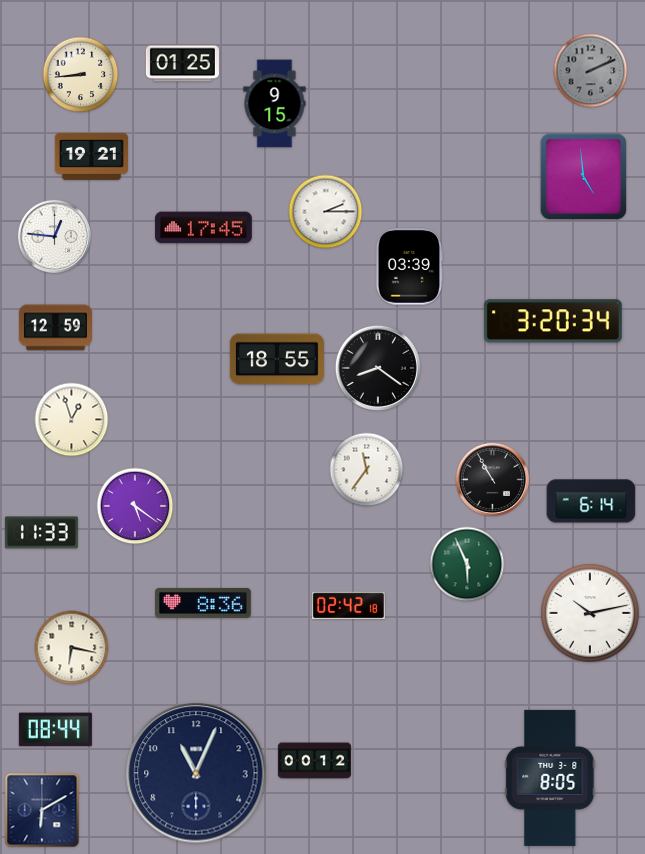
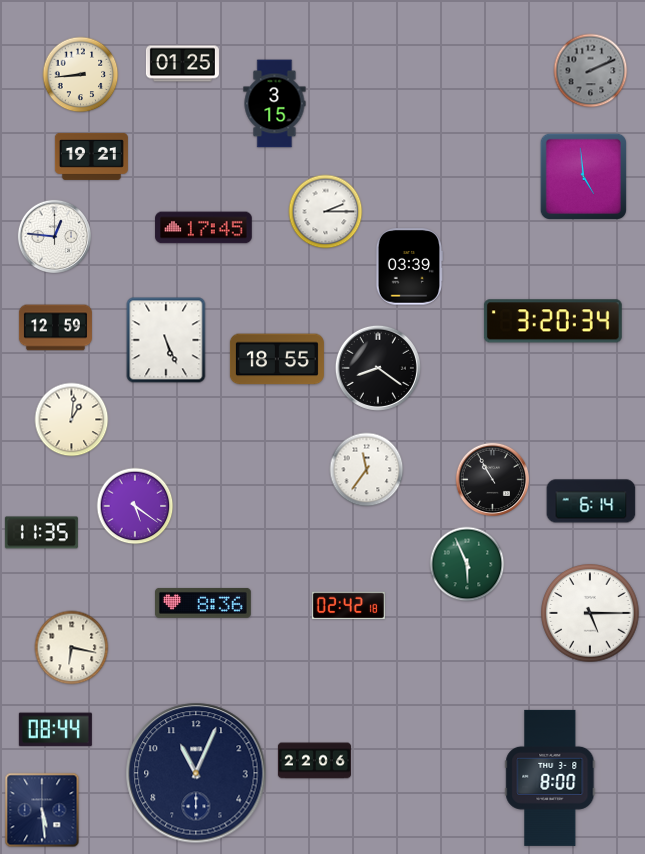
clock at (275, 104): 9:15 -> 3:15
clock at (166, 340): none -> 5:26
clock at (72, 420): 12:57 -> 1:01
clock at (41, 533): 11:33 -> 11:35
clock at (590, 613): 10:13 -> 5:15
clock at (314, 761): 00:12 -> 22:06
clock at (550, 778): 8:05 -> 8:00
clock at (42, 810): 6:10 -> 5:29
